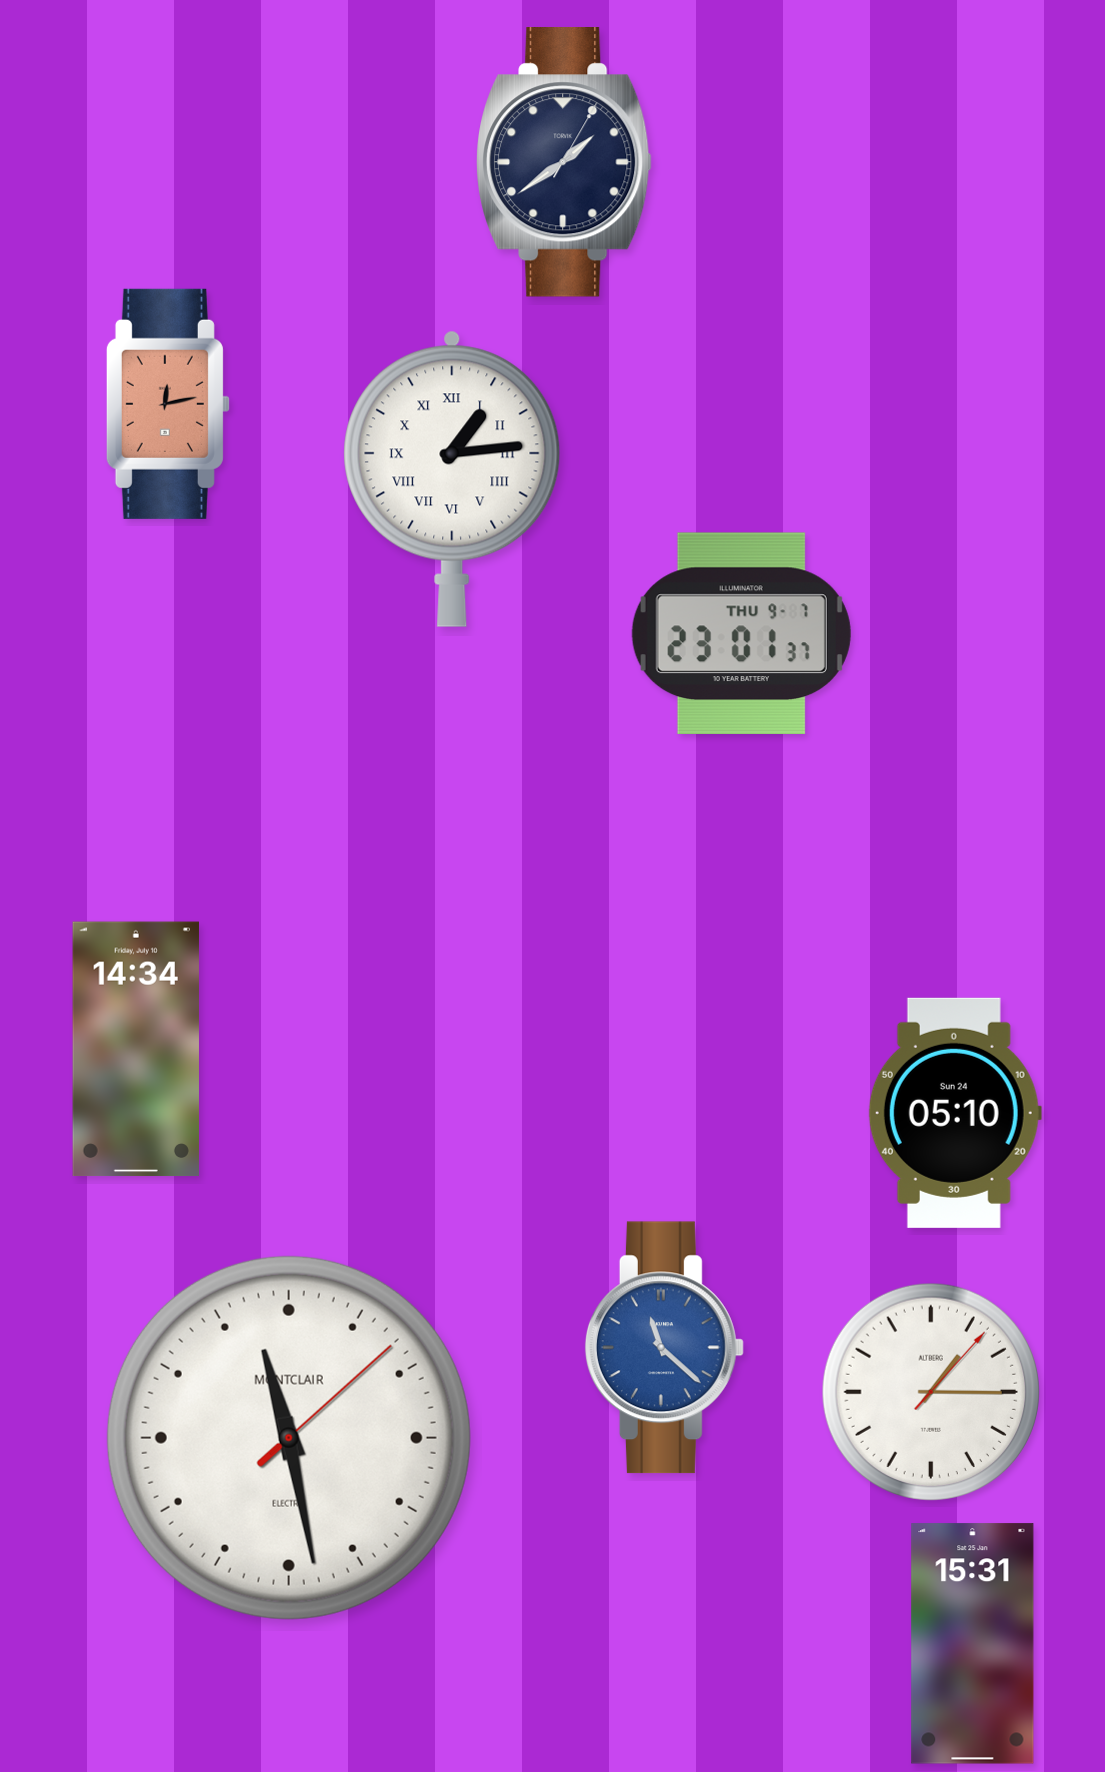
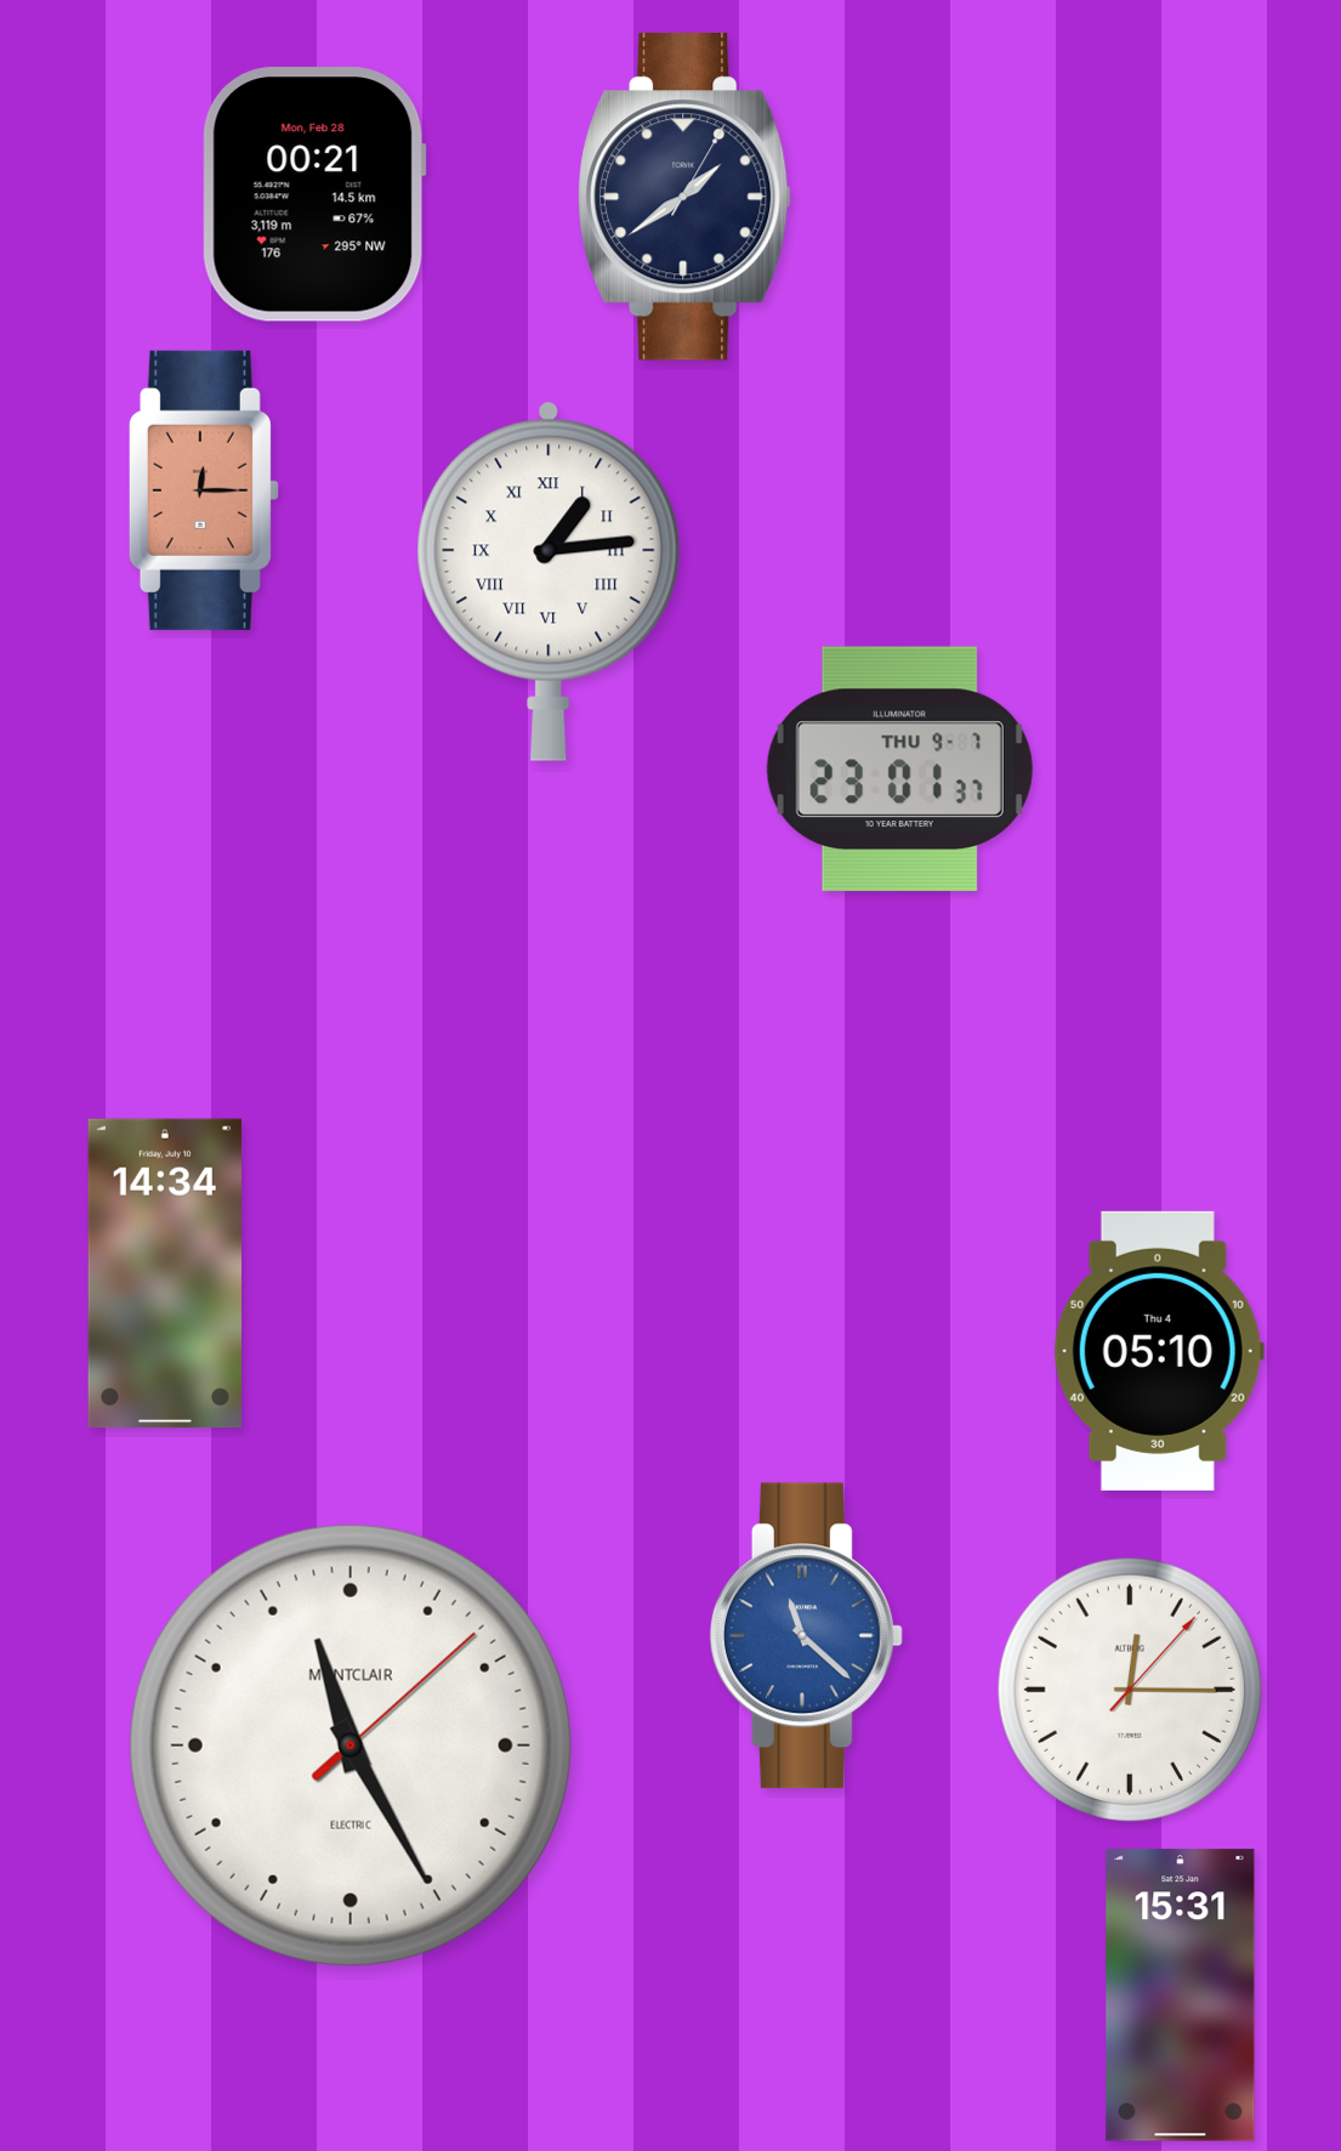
clock at (314, 194): none -> 00:21
clock at (168, 404): 12:13 -> 12:15
clock at (955, 1113) date: Sun 24 -> Thu 4
clock at (931, 1392): 1:15 -> 12:15
clock at (289, 1438): 11:28 -> 11:25
